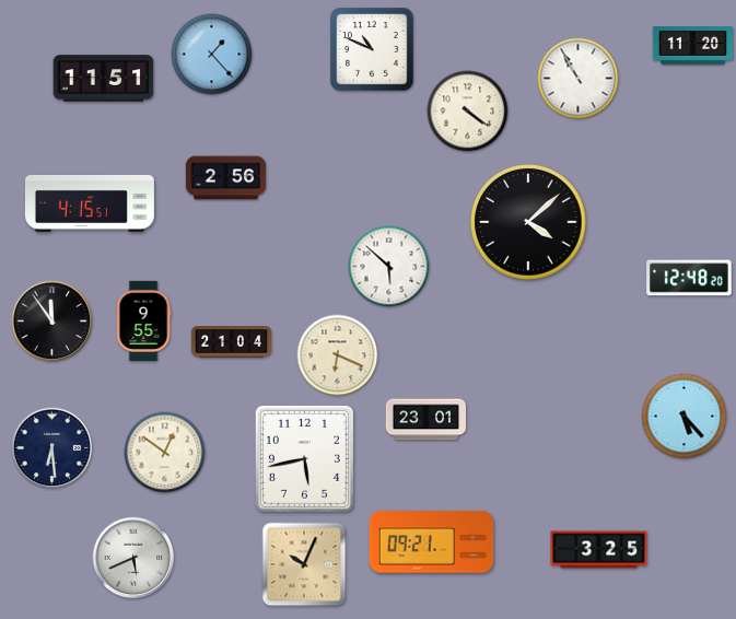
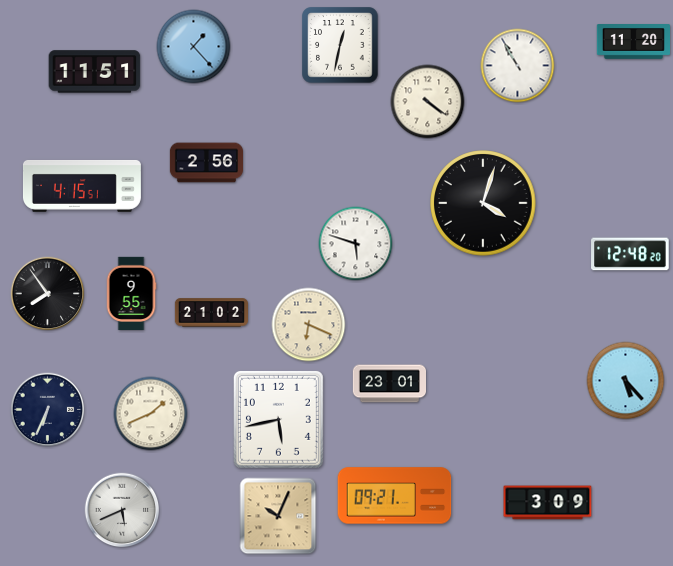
clock at (372, 49): 10:49 -> 12:32
clock at (212, 55) position: (212, 55) -> (194, 47)
clock at (579, 79) position: (579, 79) -> (518, 66)
clock at (528, 222): 4:08 -> 4:03
clock at (389, 267): 5:52 -> 5:48
clock at (52, 322): 11:54 -> 7:54
clock at (231, 342): 21:04 -> 21:02
clock at (52, 448): 6:29 -> 6:34
clock at (165, 453): 12:51 -> 1:41
clock at (599, 550): 3:25 -> 3:09
